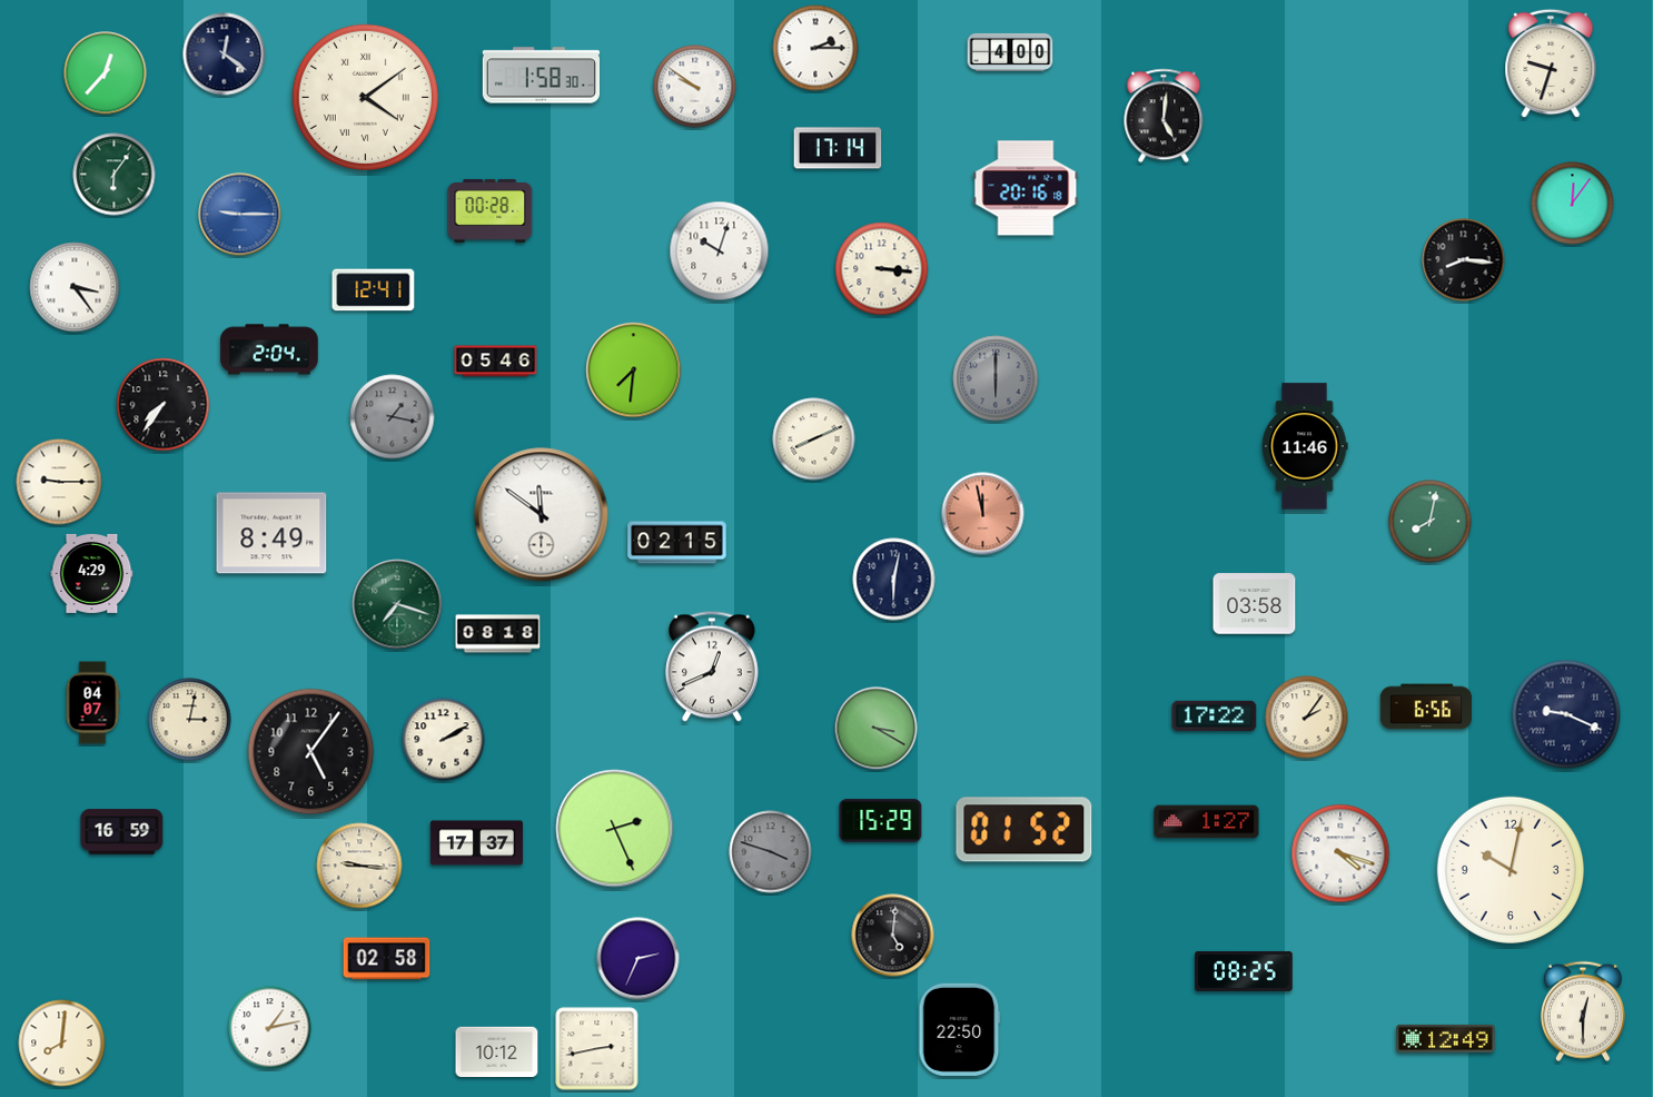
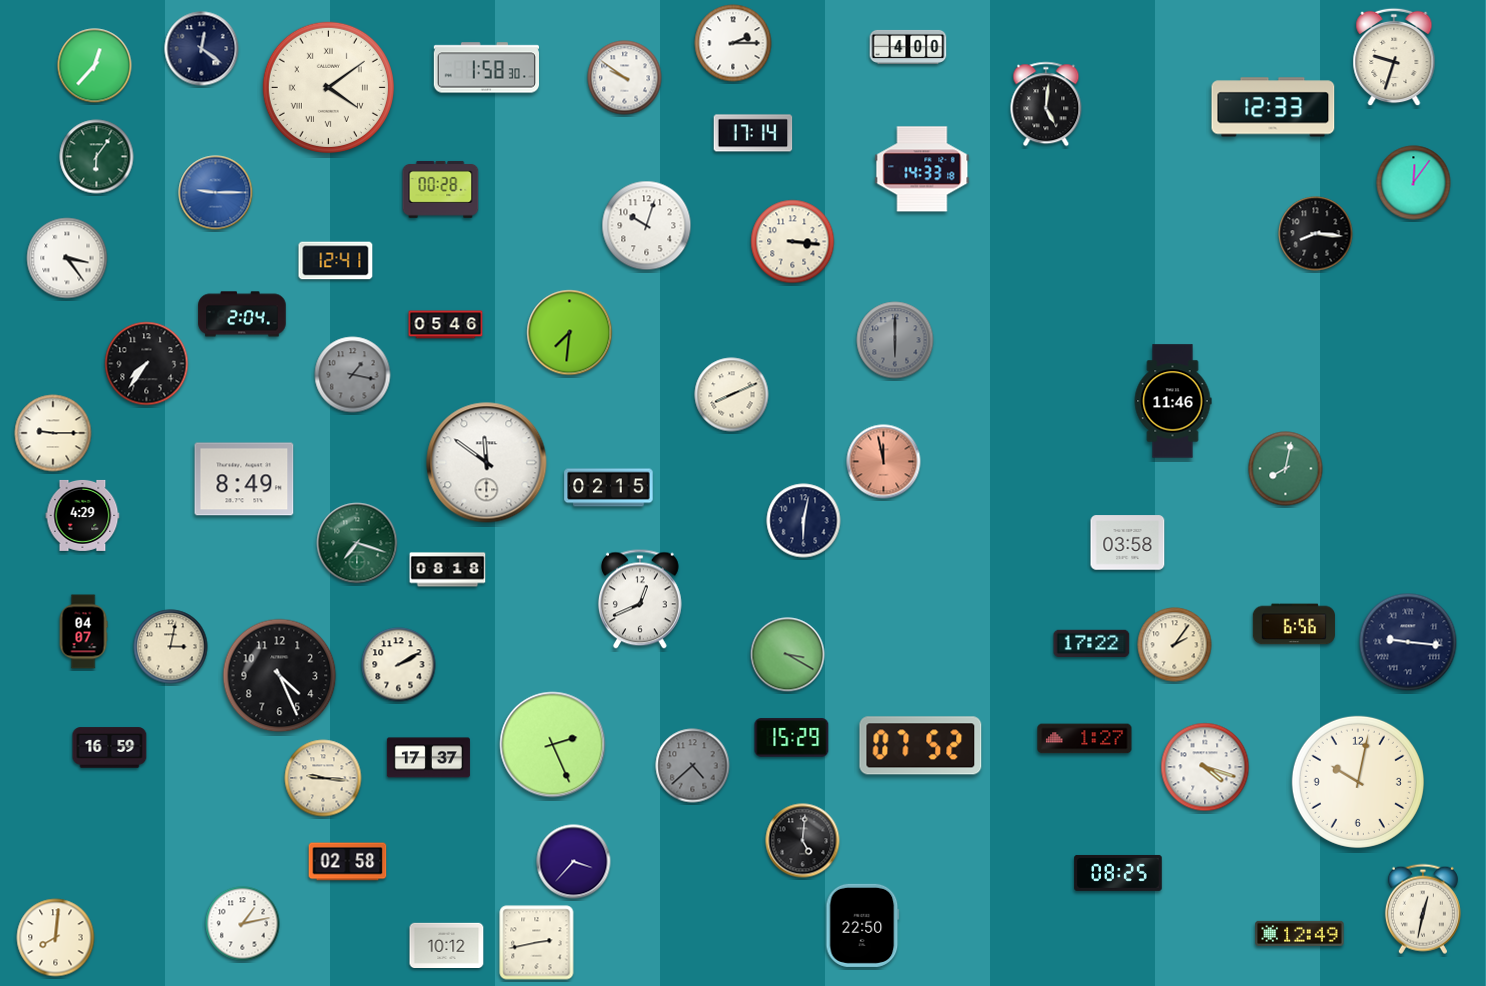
clock at (1273, 107): none -> 12:33
clock at (115, 175) position: (115, 175) -> (97, 157)
clock at (1026, 188): 20:16 -> 14:33
clock at (1426, 706) position: (1426, 706) -> (1294, 624)
clock at (1566, 714): 9:19 -> 9:16
clock at (311, 752): 5:06 -> 4:26
clock at (1025, 830): 01:52 -> 07:52
clock at (771, 852): 3:48 -> 4:38
clock at (639, 959): 2:34 -> 3:37
clock at (1583, 1011): 12:30 -> 12:32
